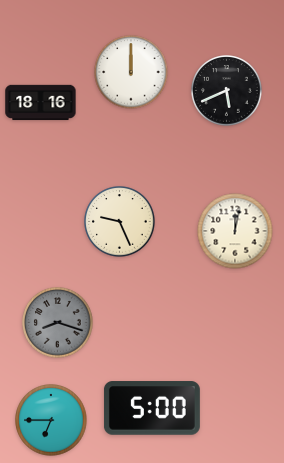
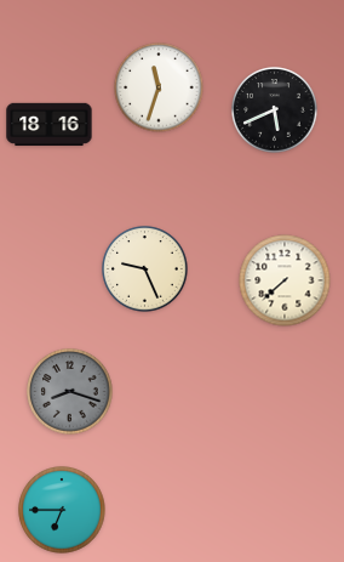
clock at (131, 72): 12:00 -> 11:33
clock at (235, 231): 12:02 -> 7:38
clock at (152, 408): 5:00 -> none
